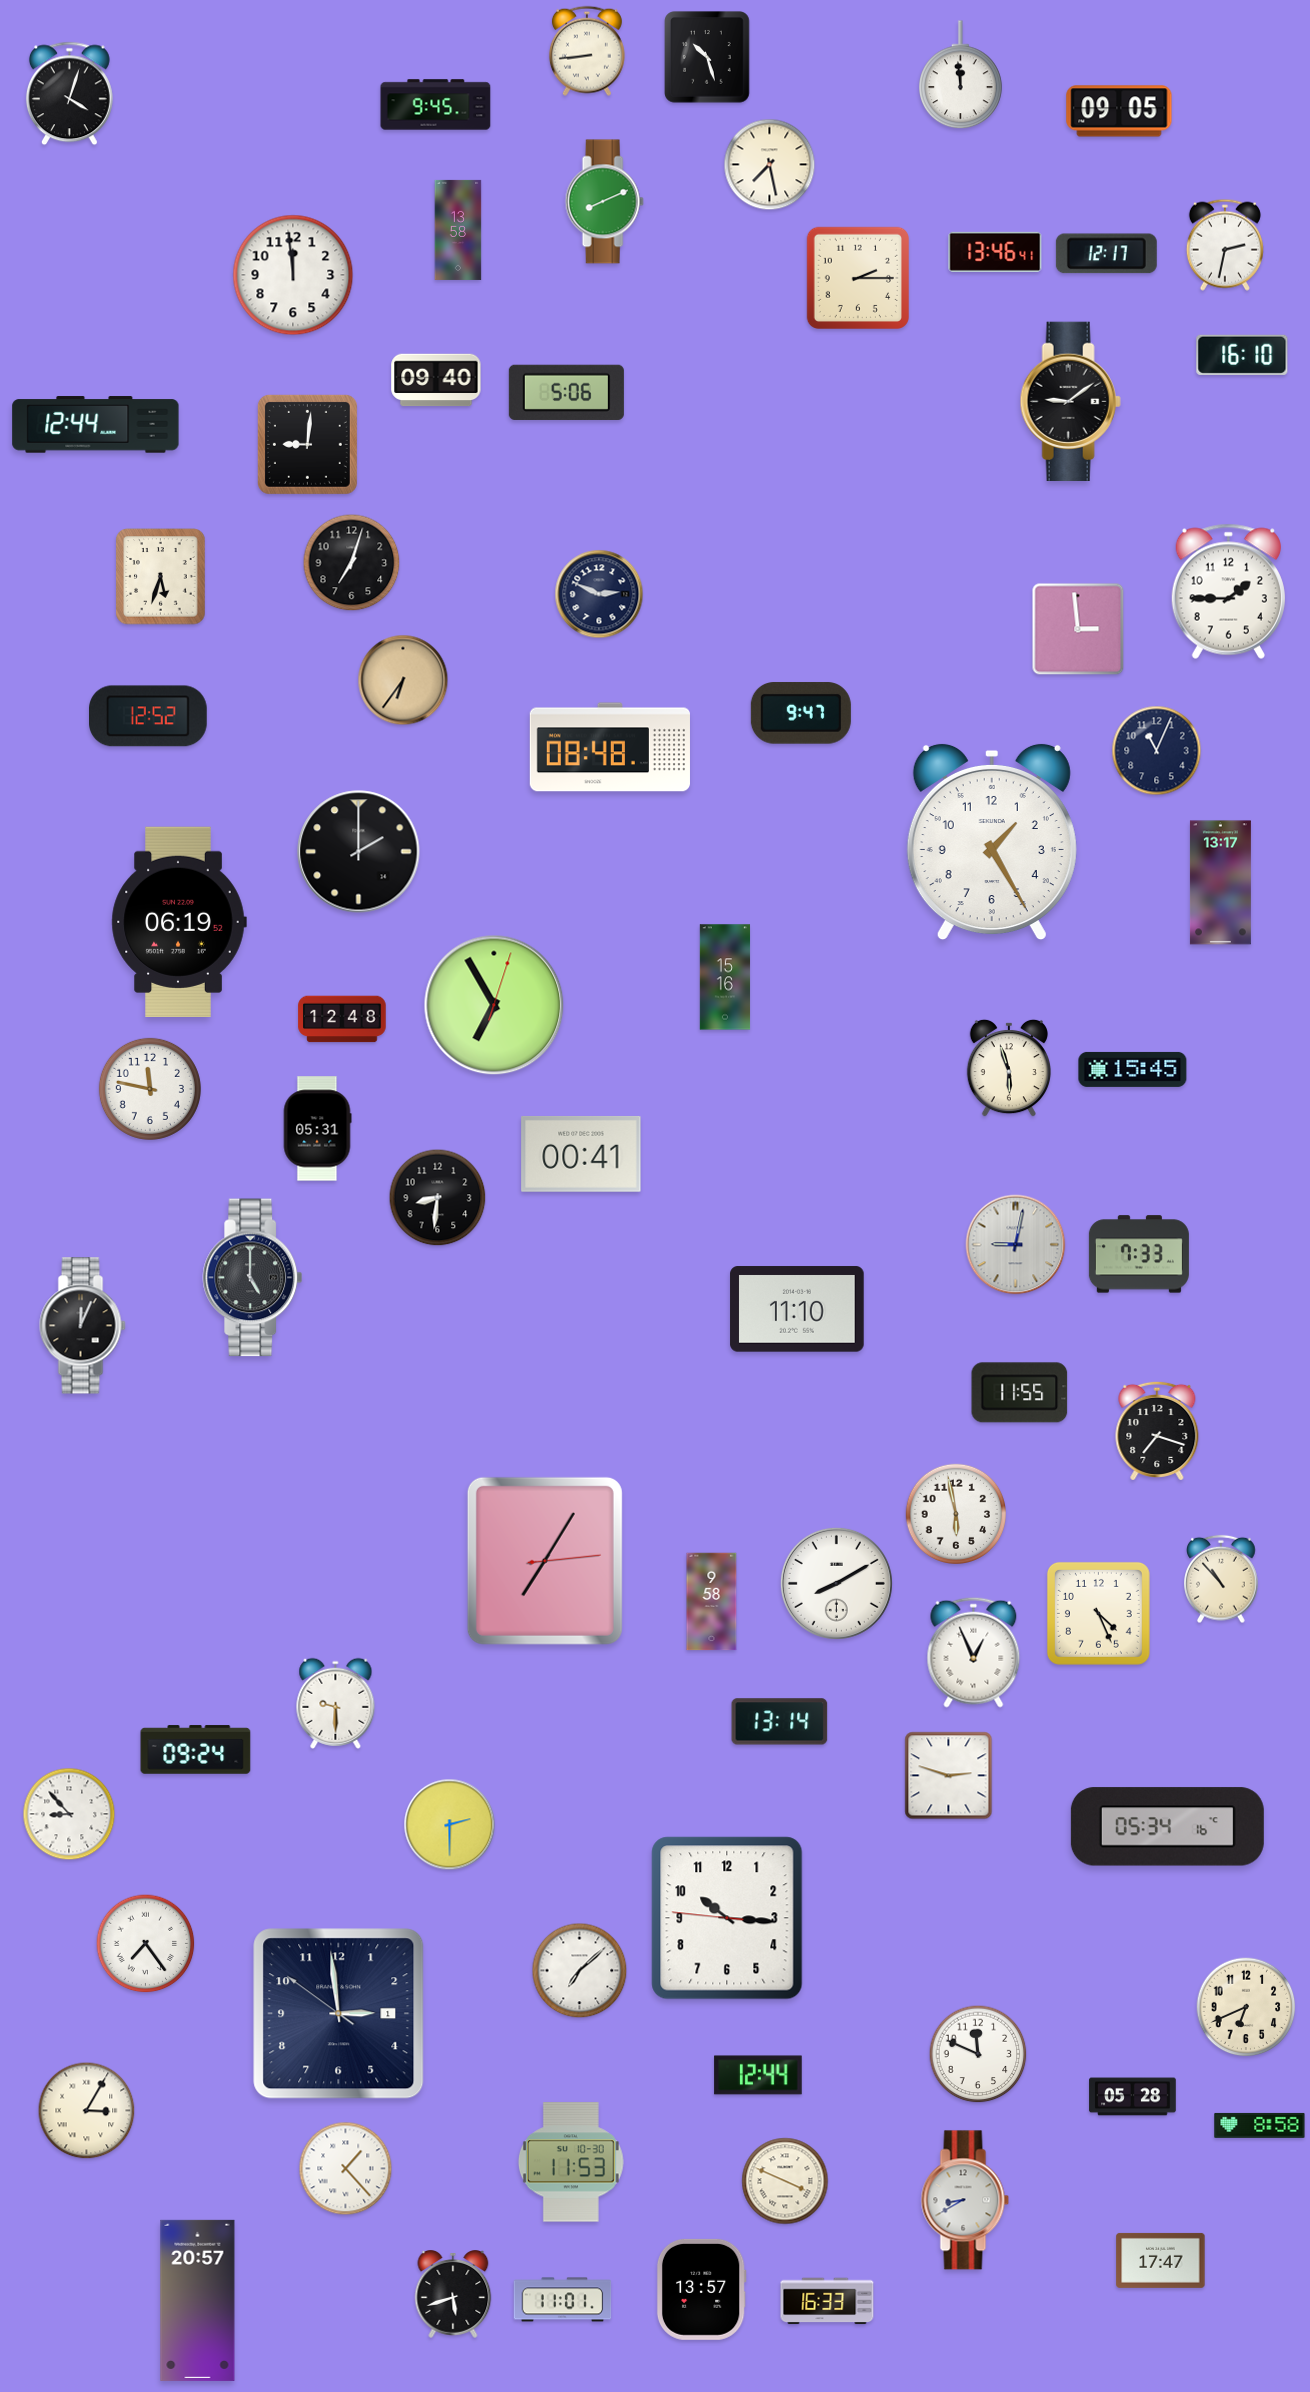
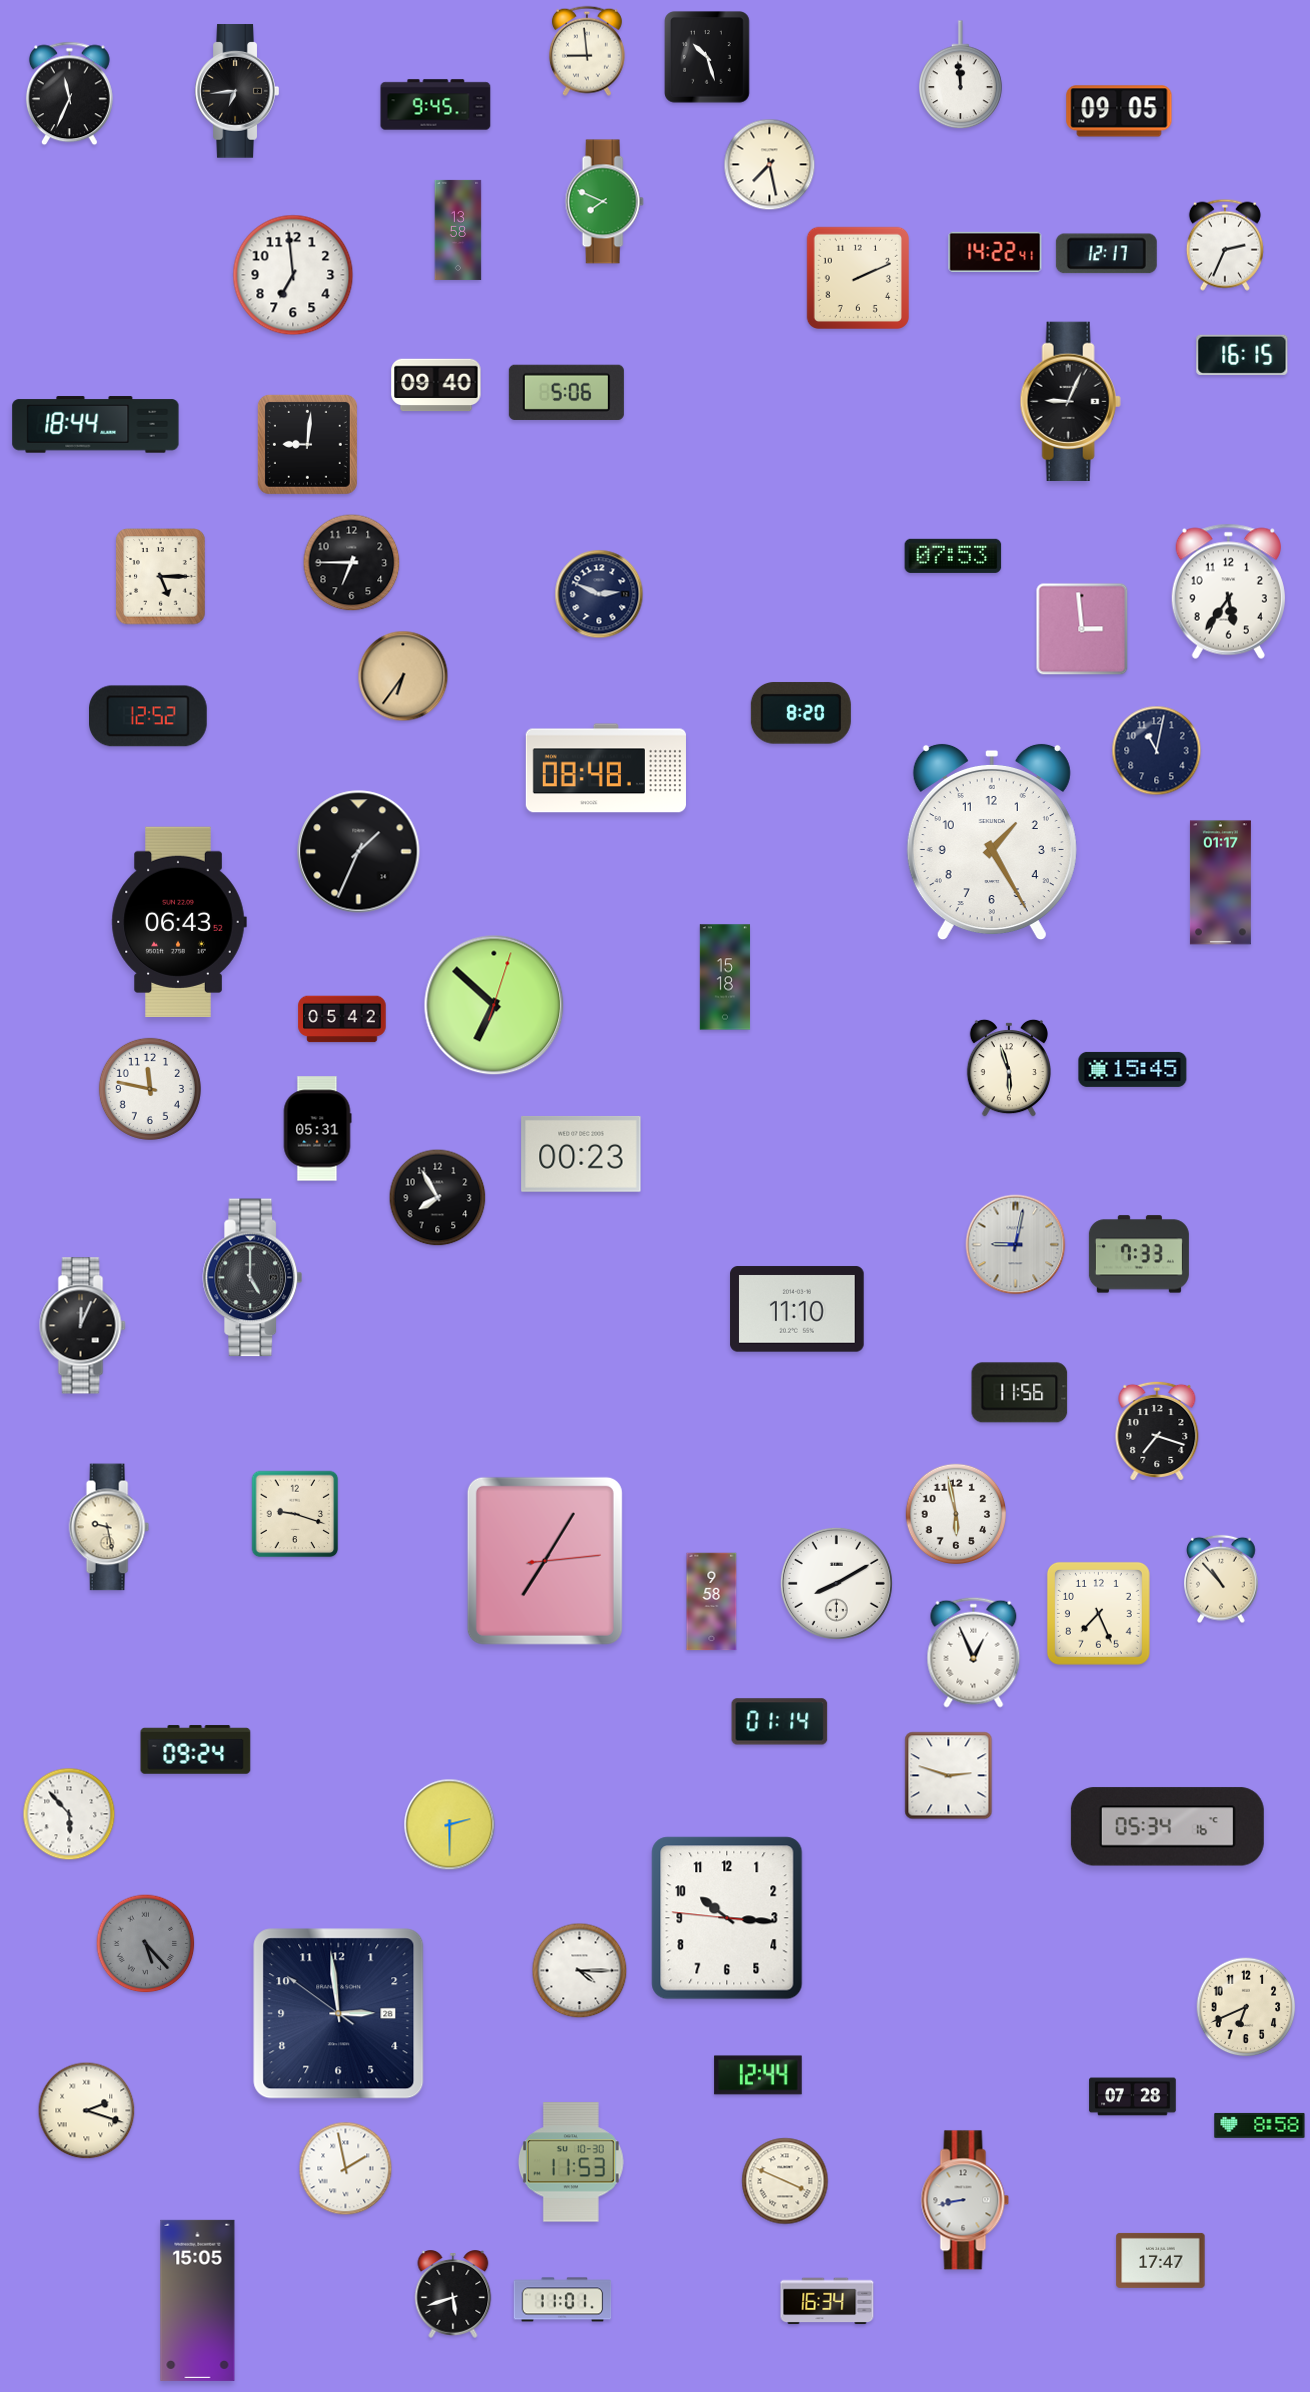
clock at (587, 51): 8:44 -> 8:59
clock at (237, 91): none -> 6:44
clock at (69, 94): 4:03 -> 11:34
clock at (604, 202): 8:11 -> 7:49
clock at (1225, 245): 2:32 -> 2:34
clock at (995, 252): 13:46 -> 14:22
clock at (293, 275): 11:59 -> 6:59
clock at (857, 277): 2:15 -> 2:11
clock at (1242, 355): 16:10 -> 16:15
clock at (436, 380) position: (436, 380) -> (436, 385)
clock at (1070, 401): 9:09 -> 9:04
clock at (96, 425): 12:44 -> 18:44
clock at (953, 556): none -> 07:53
clock at (352, 563): 7:03 -> 6:45
clock at (161, 577): 5:33 -> 5:15
clock at (1228, 591): 1:45 -> 5:36
clock at (1078, 629) position: (1078, 629) -> (1082, 629)
clock at (403, 680) position: (403, 680) -> (403, 676)
clock at (801, 713): 9:47 -> 8:20
clock at (610, 747) position: (610, 747) -> (606, 768)
clock at (1157, 751): 11:04 -> 11:02
clock at (359, 852): 2:00 -> 1:34
clock at (1220, 883): 13:17 -> 01:17
clock at (179, 922): 06:19 -> 06:43
clock at (725, 977): 15:16 -> 15:18
clock at (494, 1005): 6:55 -> 6:52
clock at (342, 1019): 12:48 -> 05:42
clock at (581, 1154): 00:41 -> 00:23
clock at (438, 1198): 8:31 -> 7:55
clock at (1020, 1393): 11:55 -> 11:56
clock at (295, 1514): none -> 9:18
clock at (109, 1527): none -> 9:28
clock at (1098, 1613): 4:26 -> 7:26
clock at (336, 1703): 9:30 -> none
clock at (780, 1722): 13:14 -> 01:14
clock at (69, 1814): 8:53 -> 5:53
clock at (146, 1944): 7:24 -> 5:23
clock at (146, 1944) dial: white -> grey
clock at (580, 1971): 7:08 -> 4:15
clock at (339, 2014) date: 1 -> 28
clock at (978, 2054): 11:49 -> none
clock at (1133, 2097): 05:28 -> 07:28
clock at (87, 2111): 3:05 -> 2:18
clock at (346, 2169): 1:23 -> 1:58
clock at (965, 2200): 8:40 -> 8:43
clock at (701, 2289): 13:57 -> none
clock at (198, 2300): 20:57 -> 15:05
clock at (827, 2301): 16:33 -> 16:34
